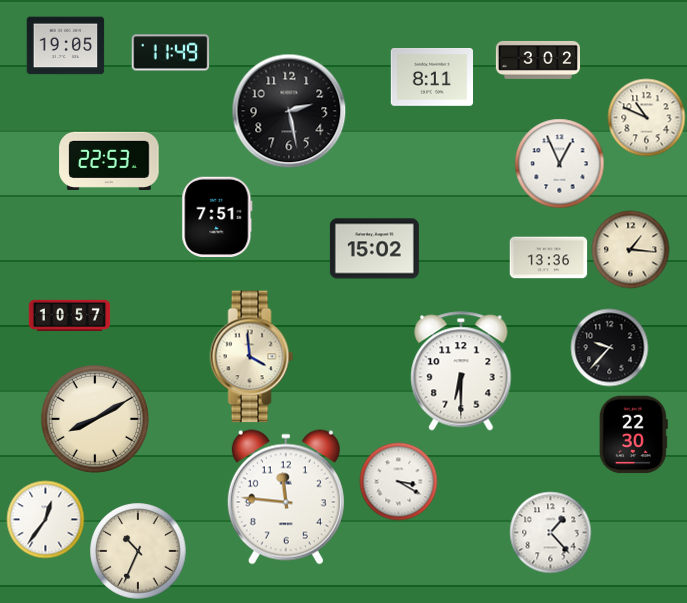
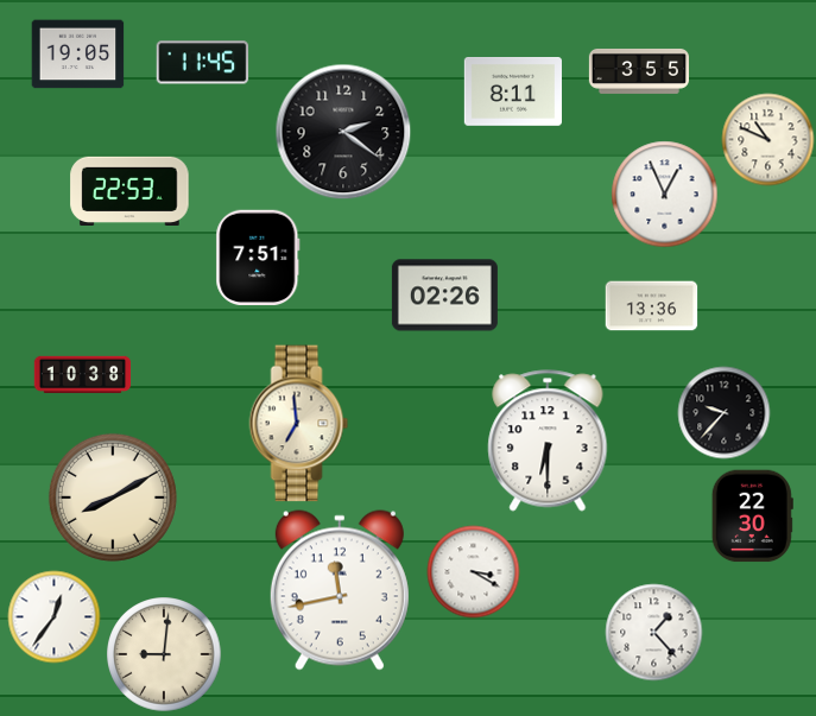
clock at (170, 53): 11:49 -> 11:45
clock at (537, 60): 3:02 -> 3:55
clock at (289, 111): 2:28 -> 2:21
clock at (374, 249): 15:02 -> 02:26
clock at (630, 249): 1:16 -> none
clock at (69, 315): 10:57 -> 10:38
clock at (252, 357): 3:59 -> 6:59
clock at (286, 497): 11:46 -> 11:43
clock at (138, 551): 10:34 -> 9:01
